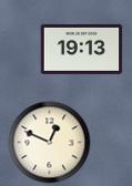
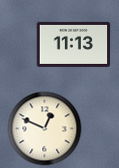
clock at (82, 49): 19:13 -> 11:13
